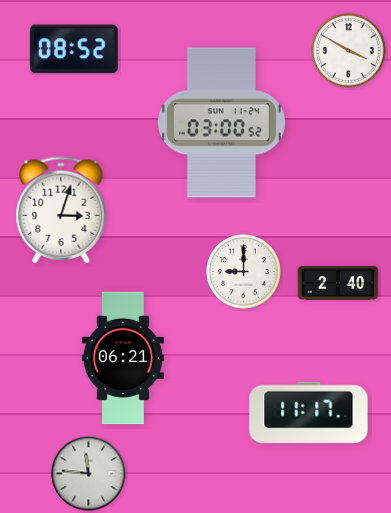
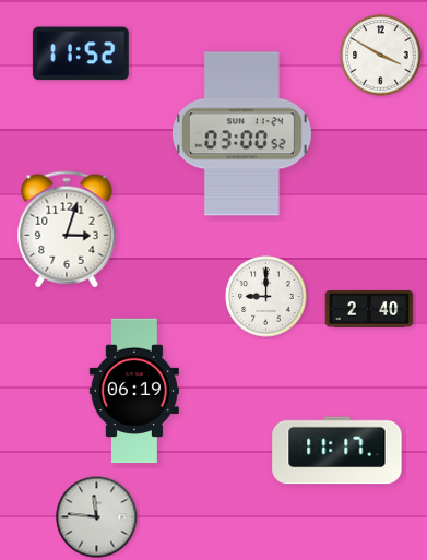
clock at (74, 49): 08:52 -> 11:52
clock at (123, 358): 06:21 -> 06:19
